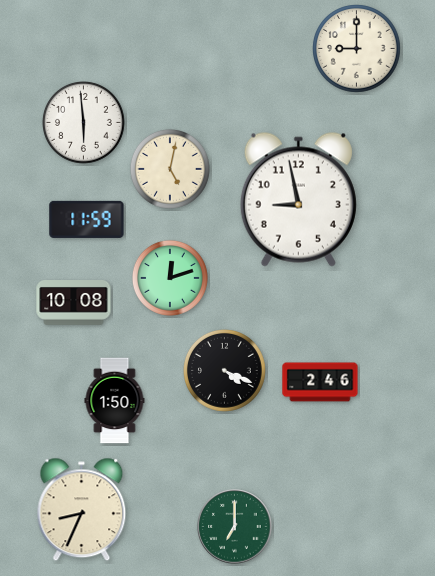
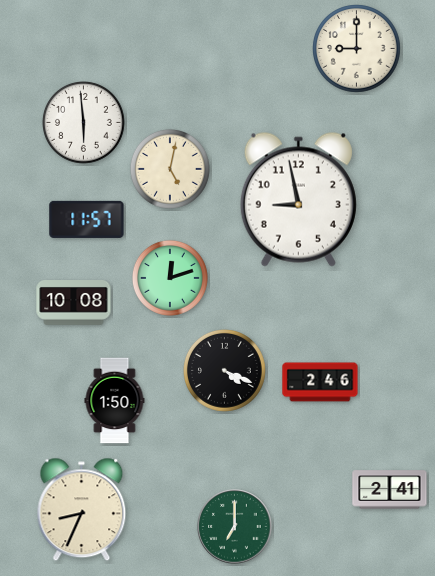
clock at (87, 219): 11:59 -> 11:57
clock at (390, 490): none -> 2:41
